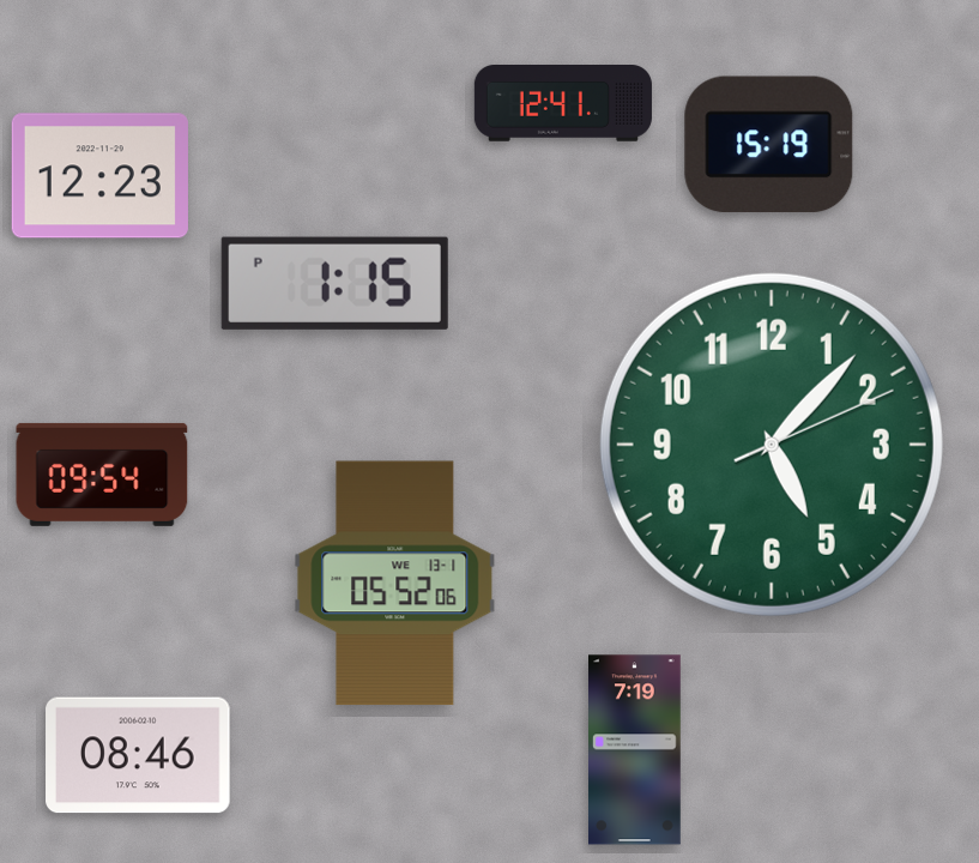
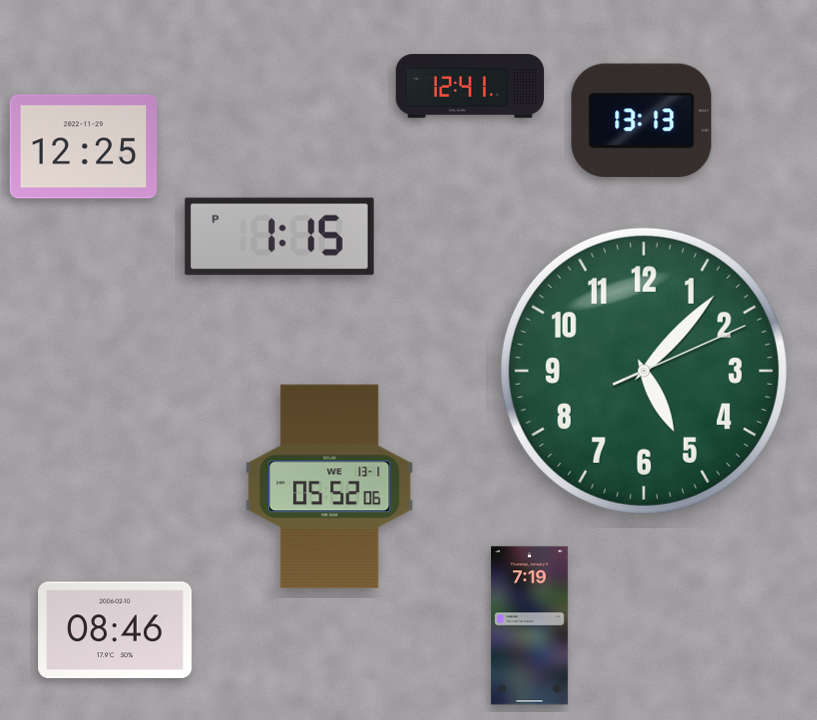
clock at (769, 145): 15:19 -> 13:13
clock at (99, 176): 12:23 -> 12:25
clock at (102, 475): 09:54 -> none
